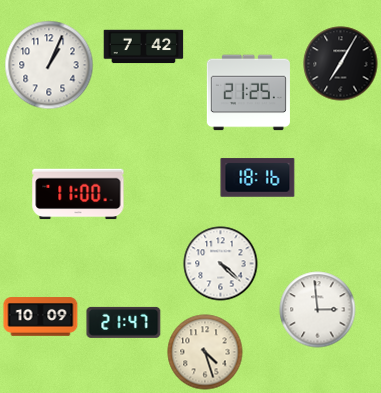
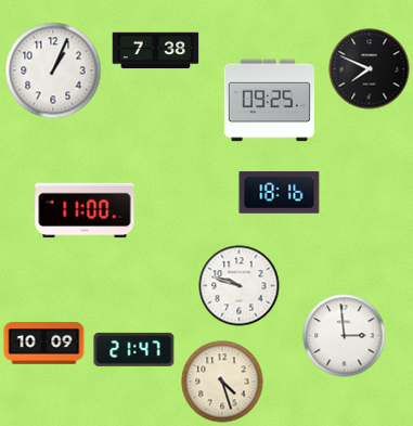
clock at (144, 47): 7:42 -> 7:38
clock at (341, 64): 7:05 -> 7:49
clock at (248, 93): 21:25 -> 09:25
clock at (221, 264): 4:22 -> 9:48
